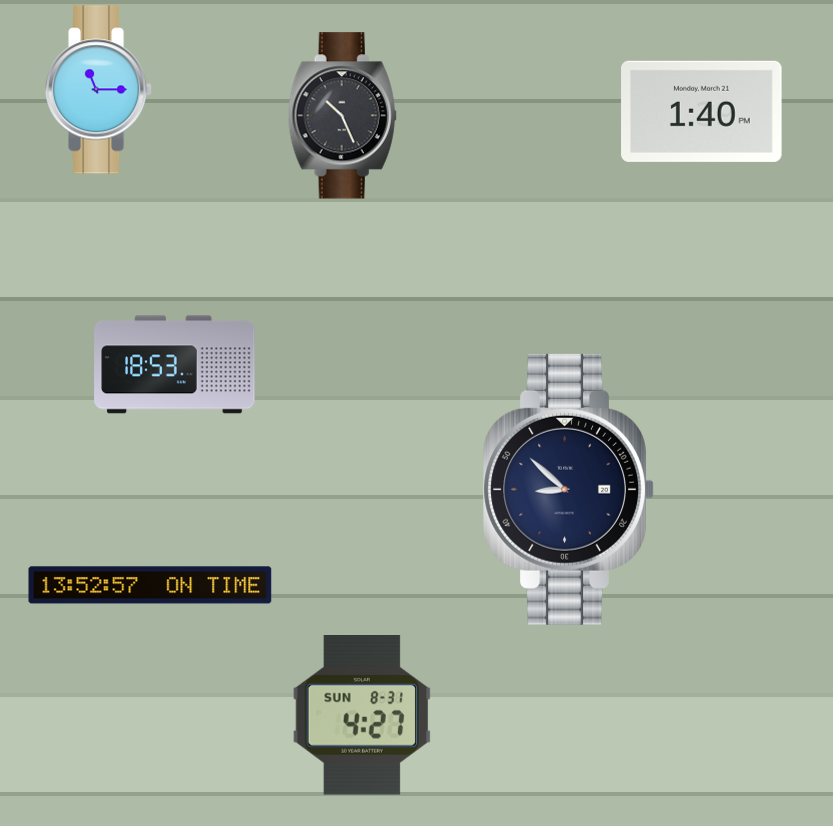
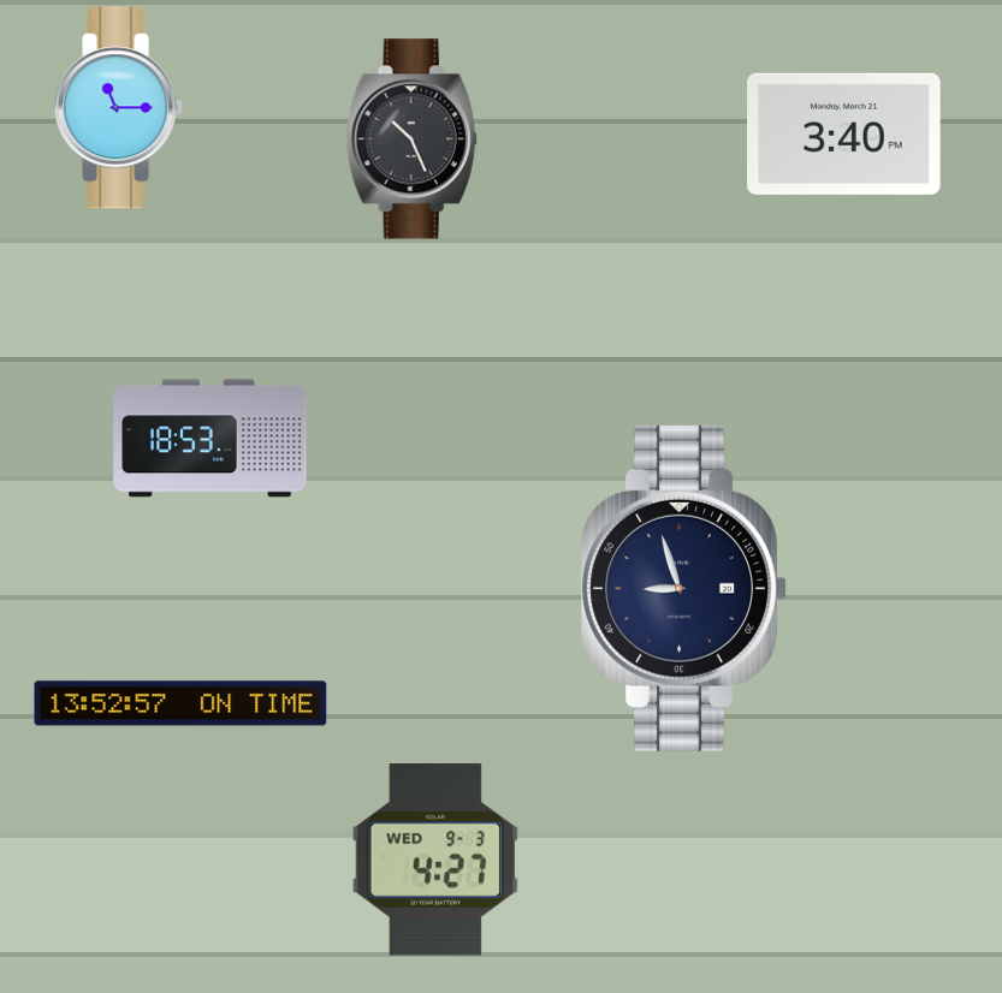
clock at (702, 111): 1:40 -> 3:40
clock at (568, 489): 8:52 -> 8:57
clock at (362, 716) date: SUN 8-31 -> WED 9-3
